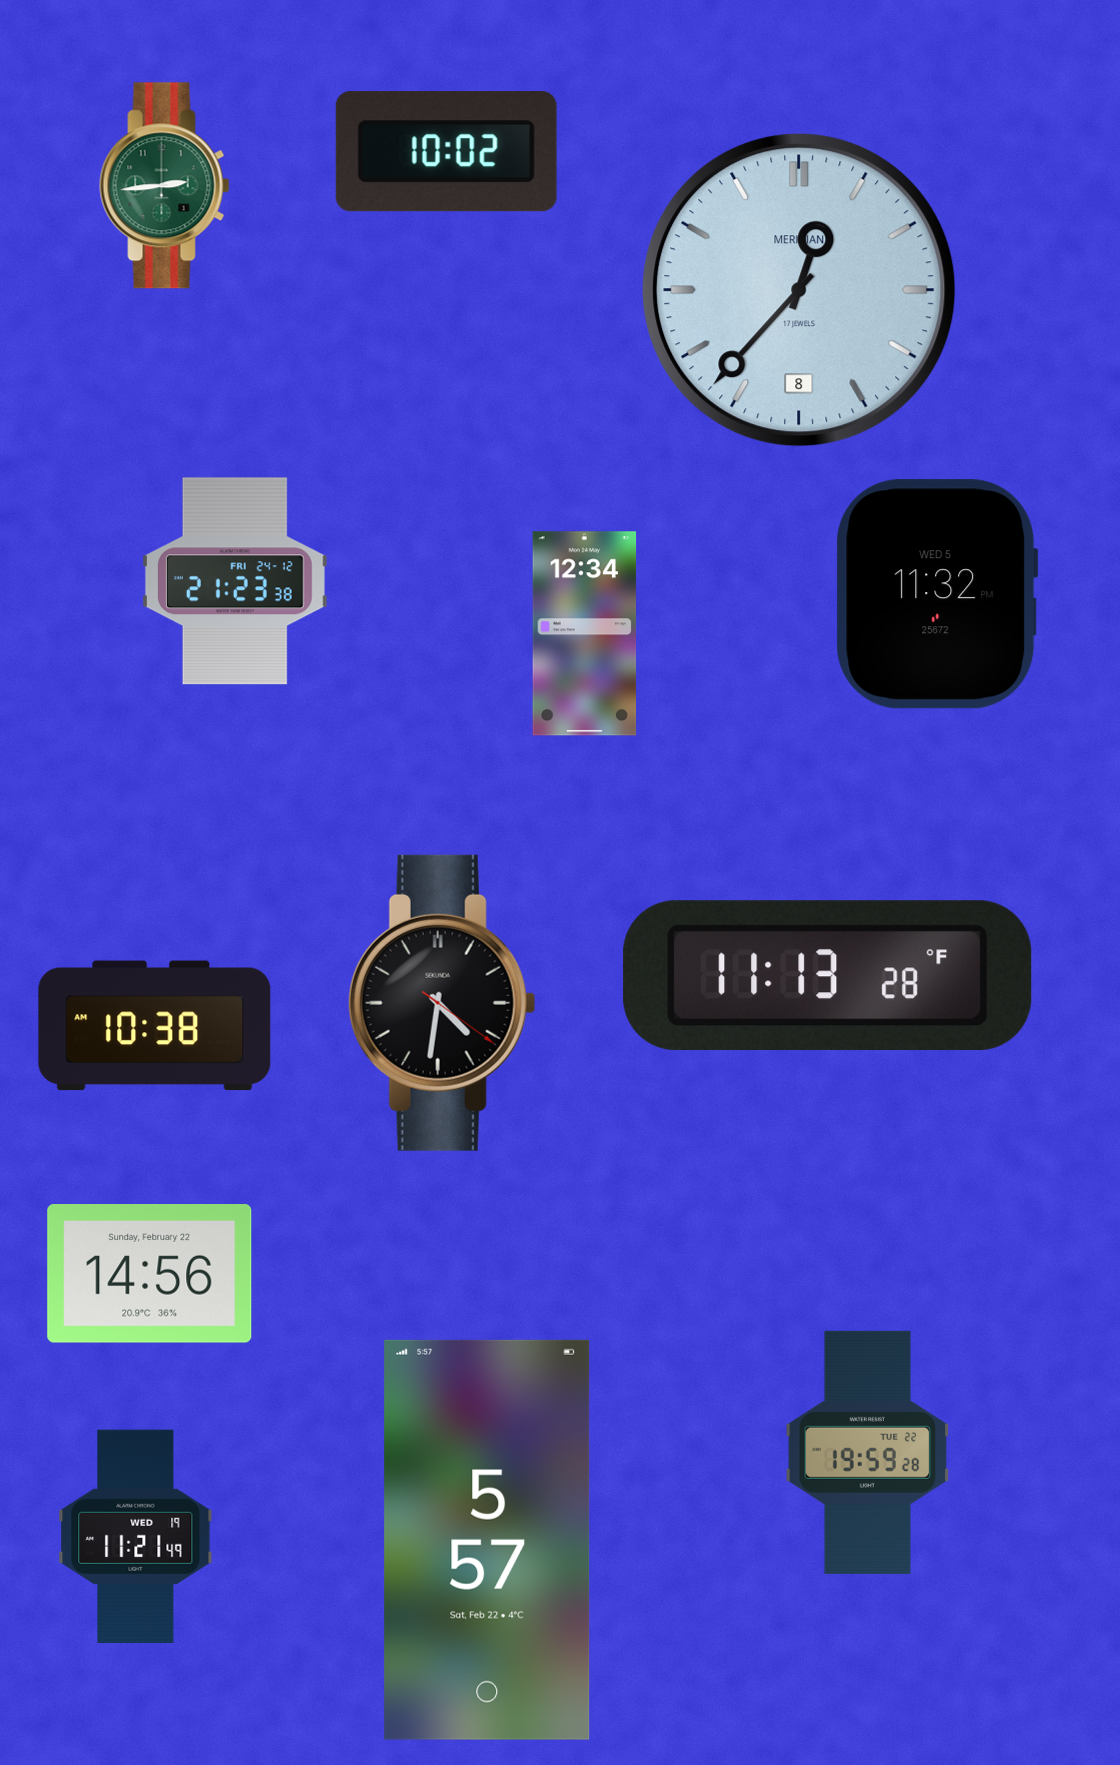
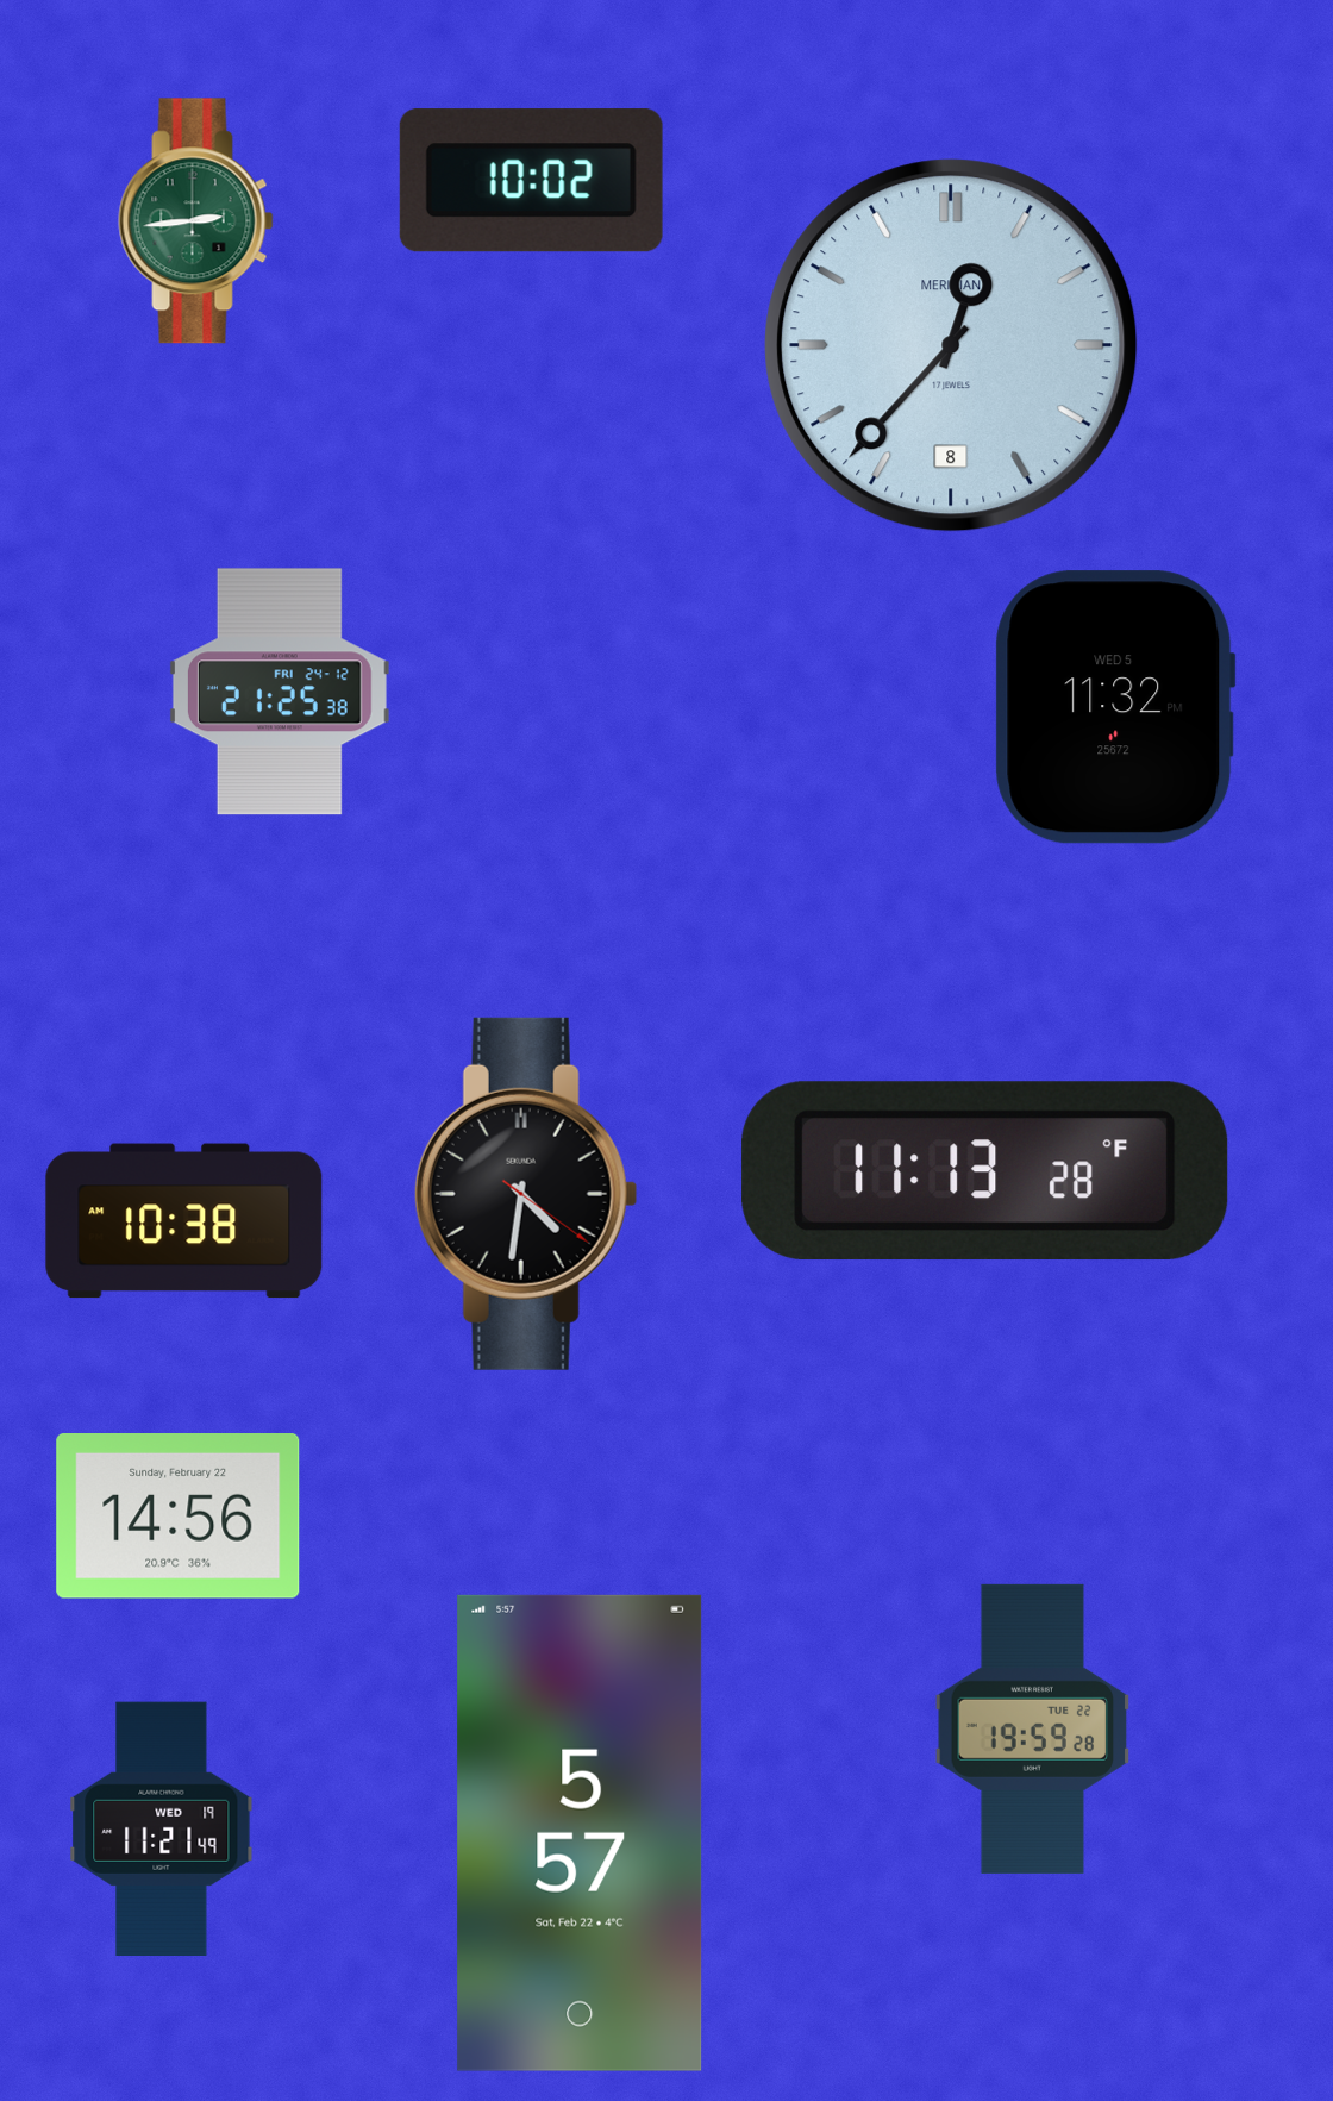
clock at (235, 581): 21:23 -> 21:25
clock at (585, 634): 12:34 -> none
clock at (828, 976) position: (828, 976) -> (985, 1171)
